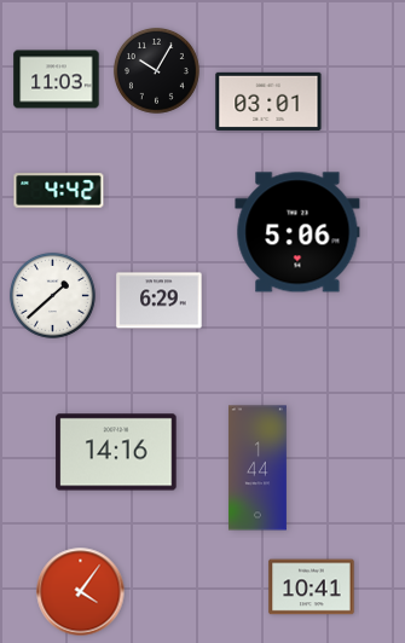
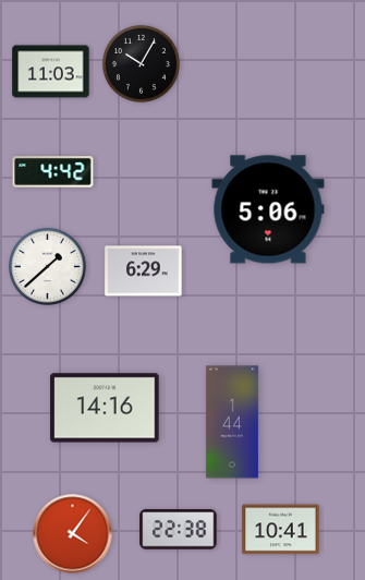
clock at (268, 102): 03:01 -> none
clock at (179, 530): none -> 22:38
